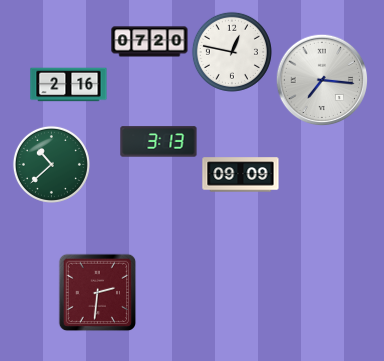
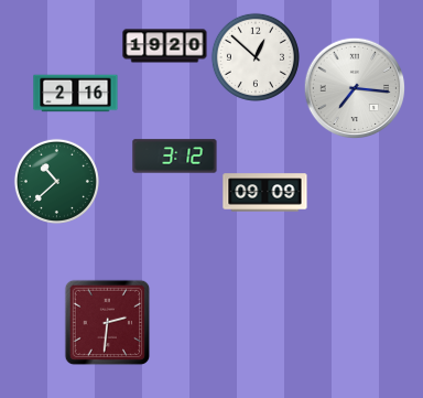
clock at (150, 42): 07:20 -> 19:20
clock at (232, 52): 12:47 -> 12:52
clock at (159, 142): 3:13 -> 3:12
